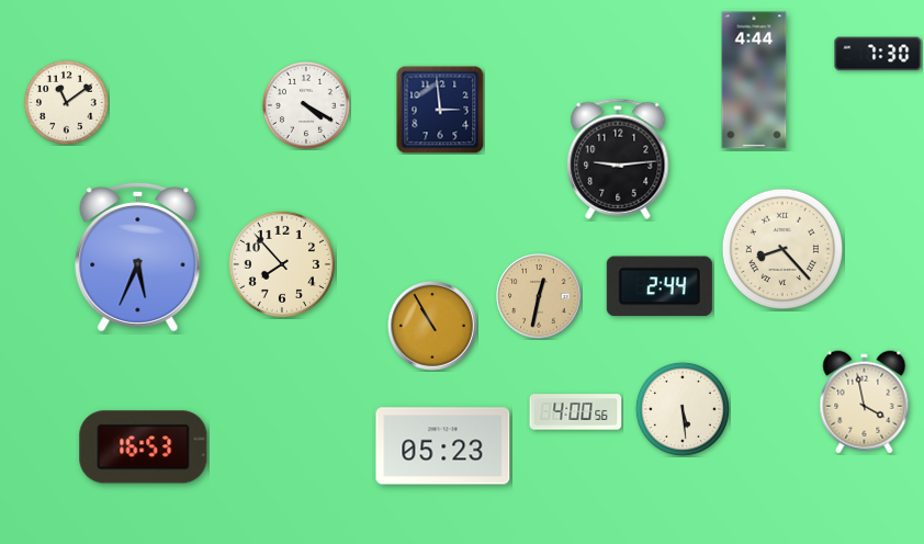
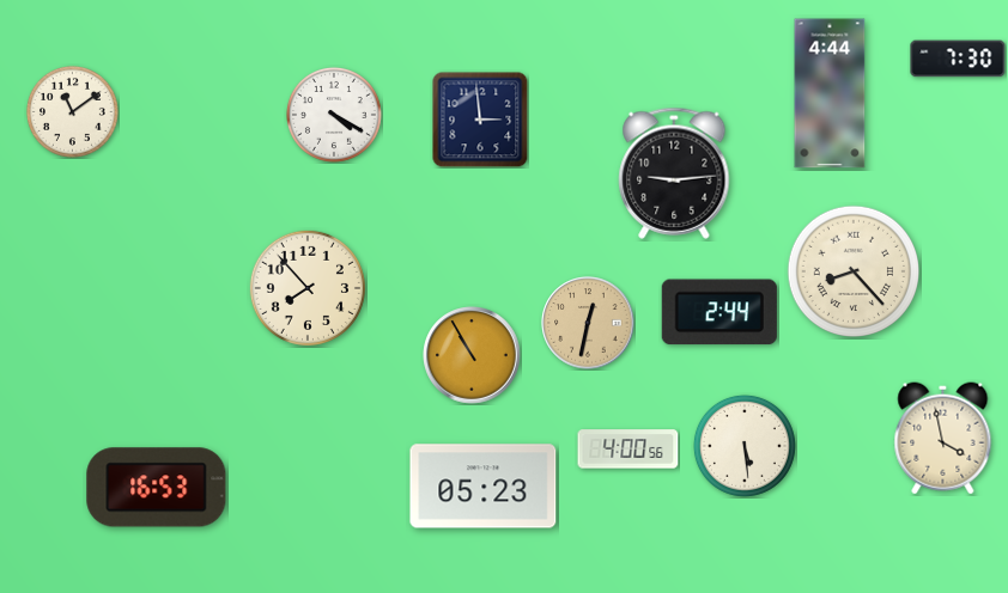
clock at (754, 80) position: (754, 80) -> (830, 93)
clock at (138, 257): 5:34 -> none
